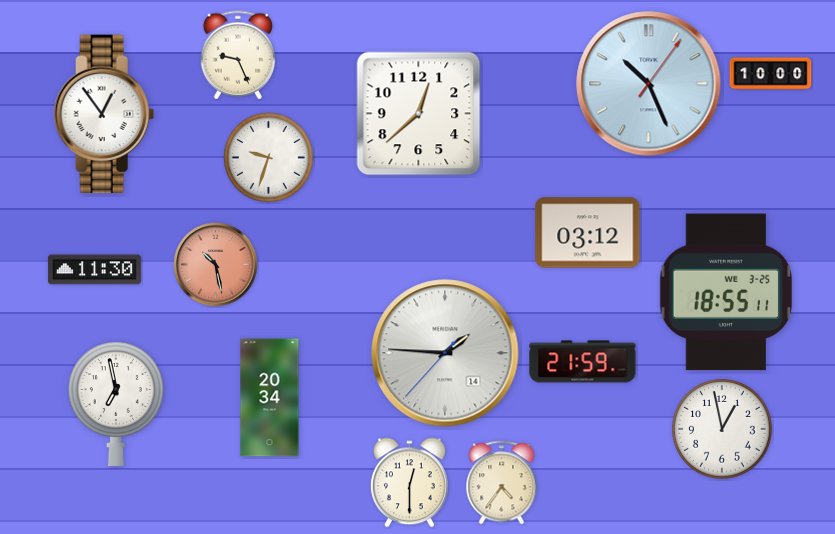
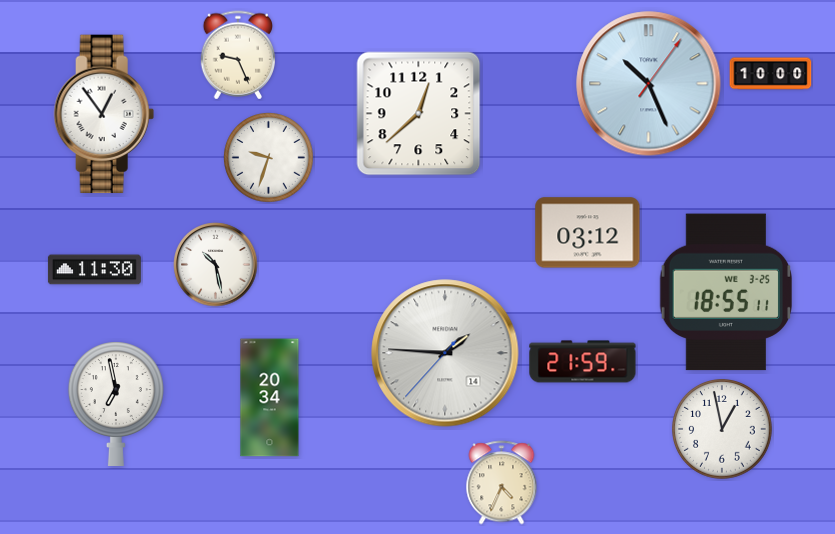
clock at (216, 265) dial: salmon -> white
clock at (409, 483): 12:30 -> none
clock at (502, 483): 4:36 -> 4:34
